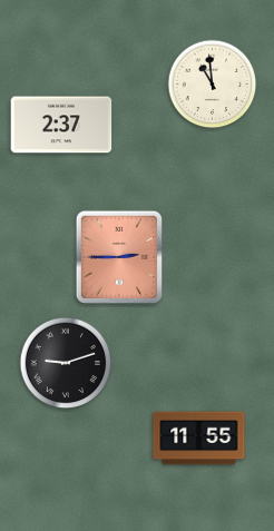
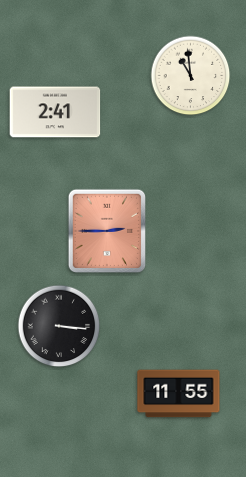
clock at (61, 125): 2:37 -> 2:41
clock at (66, 363): 9:12 -> 3:16
